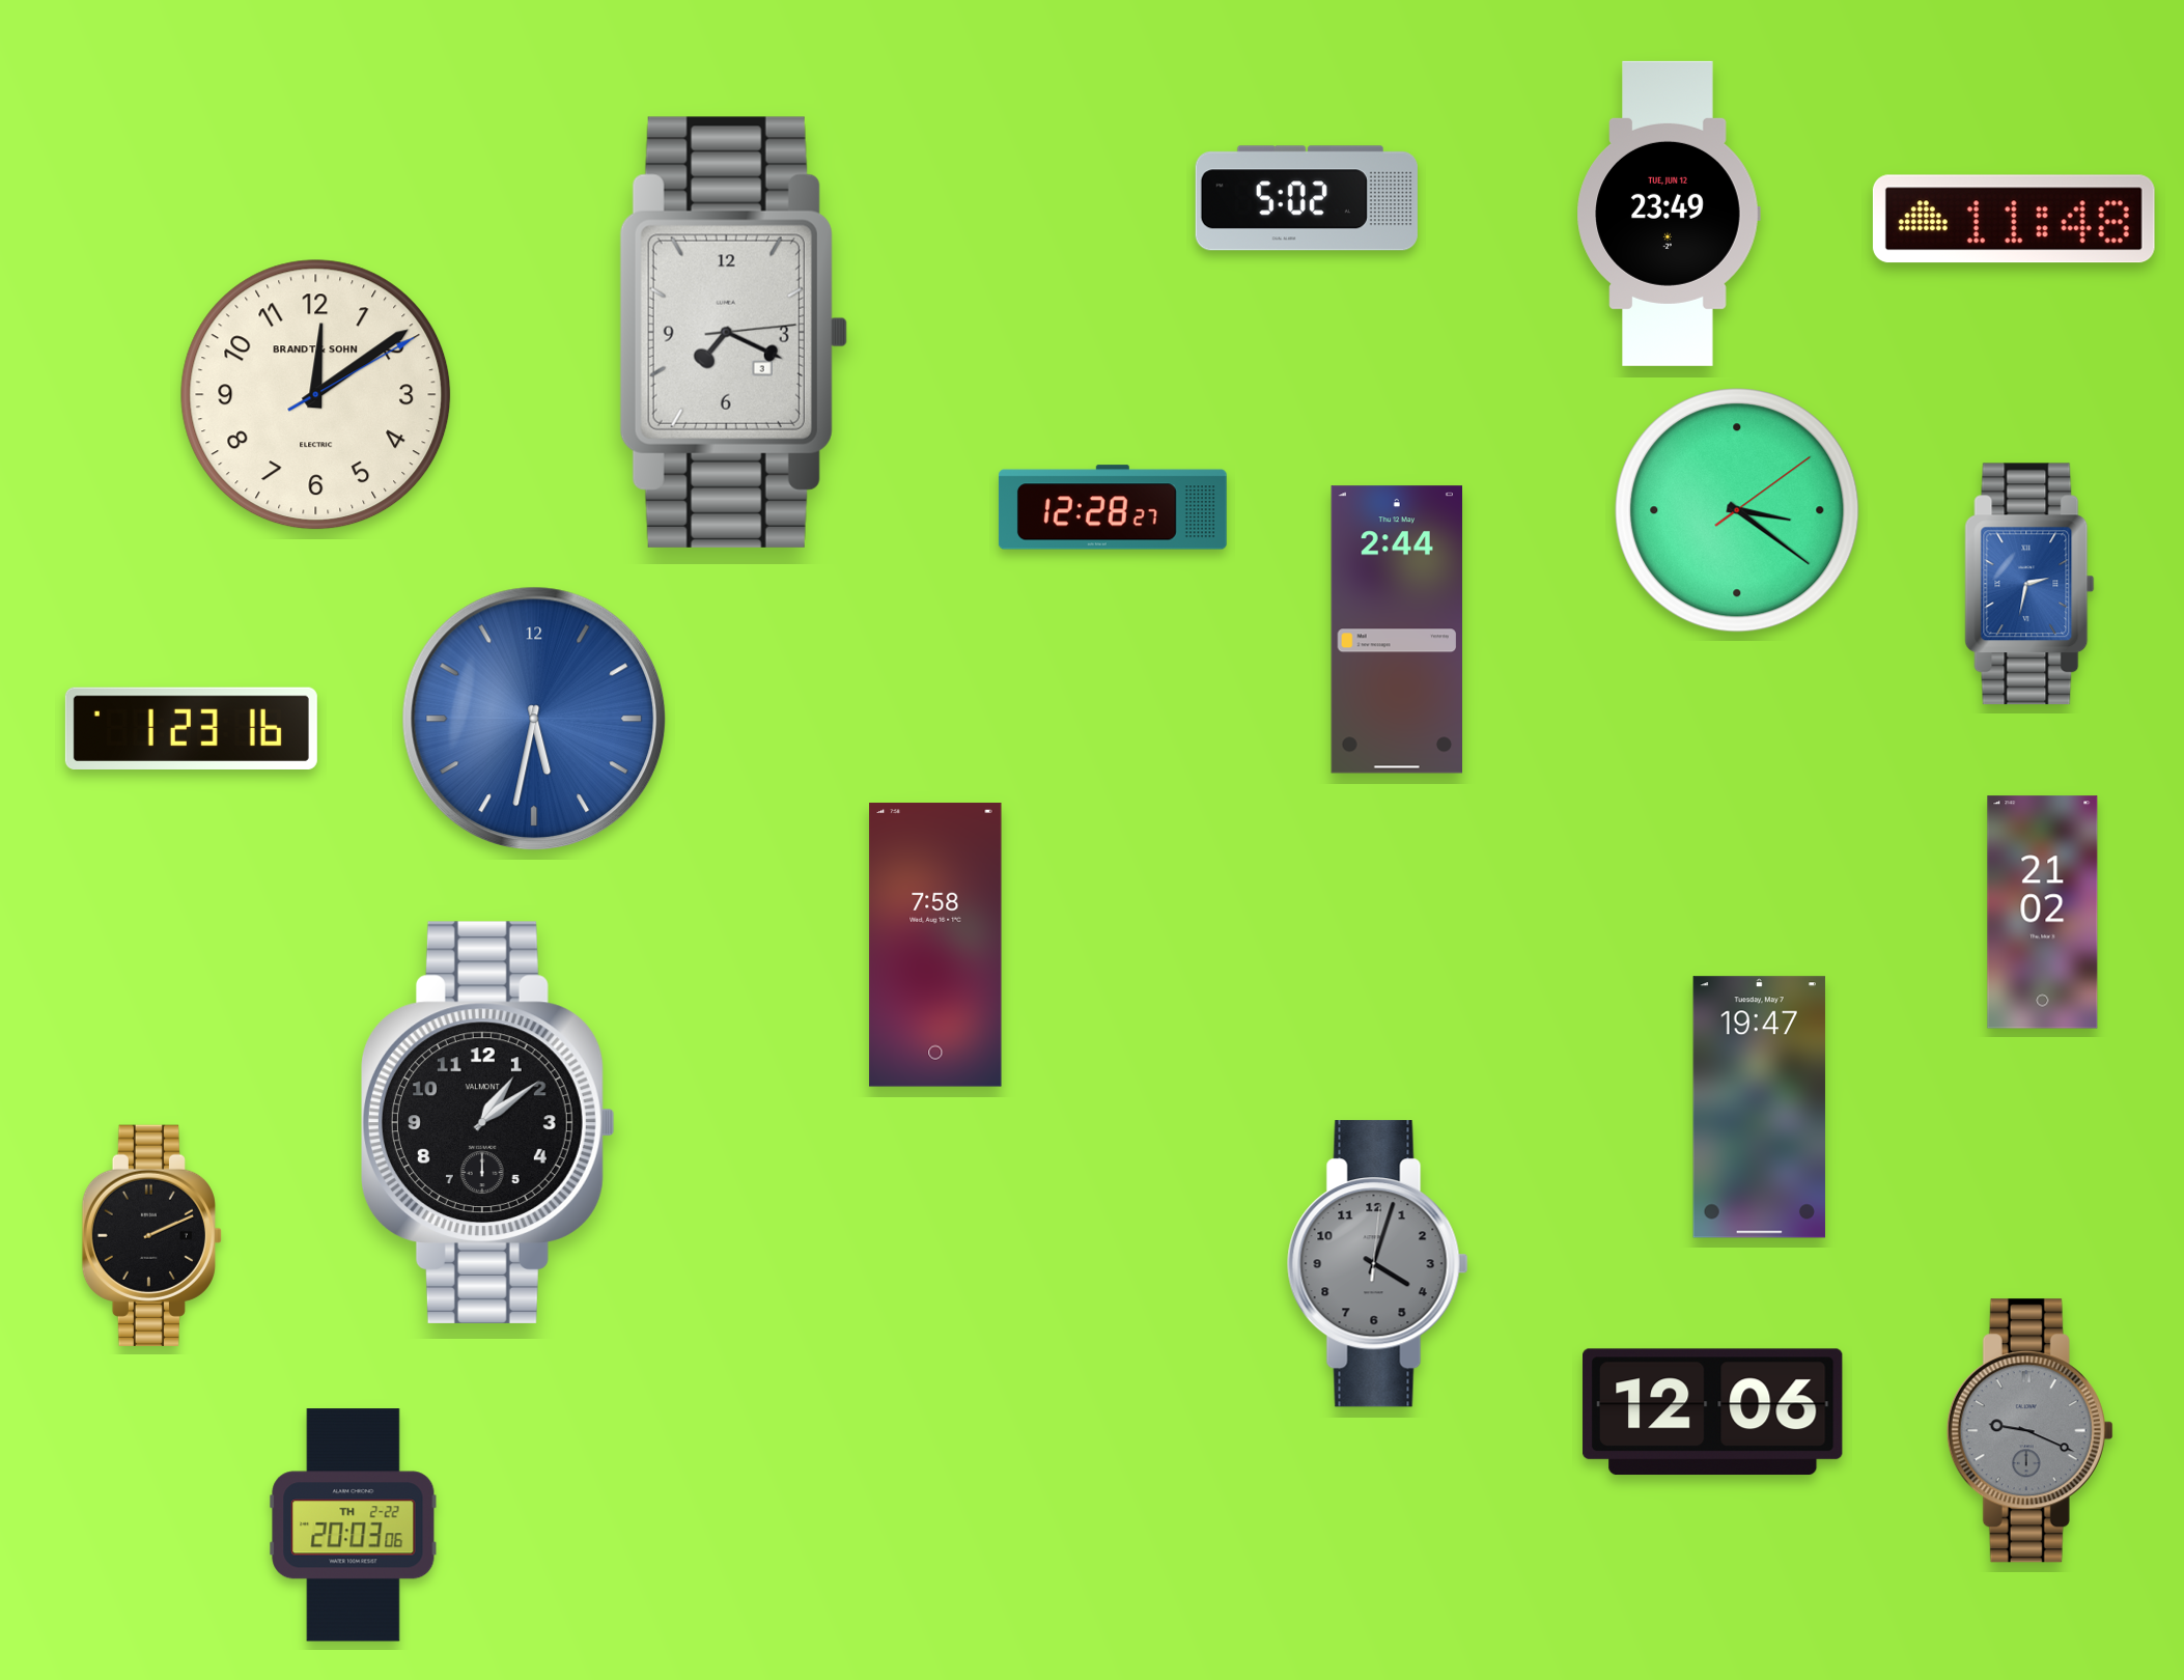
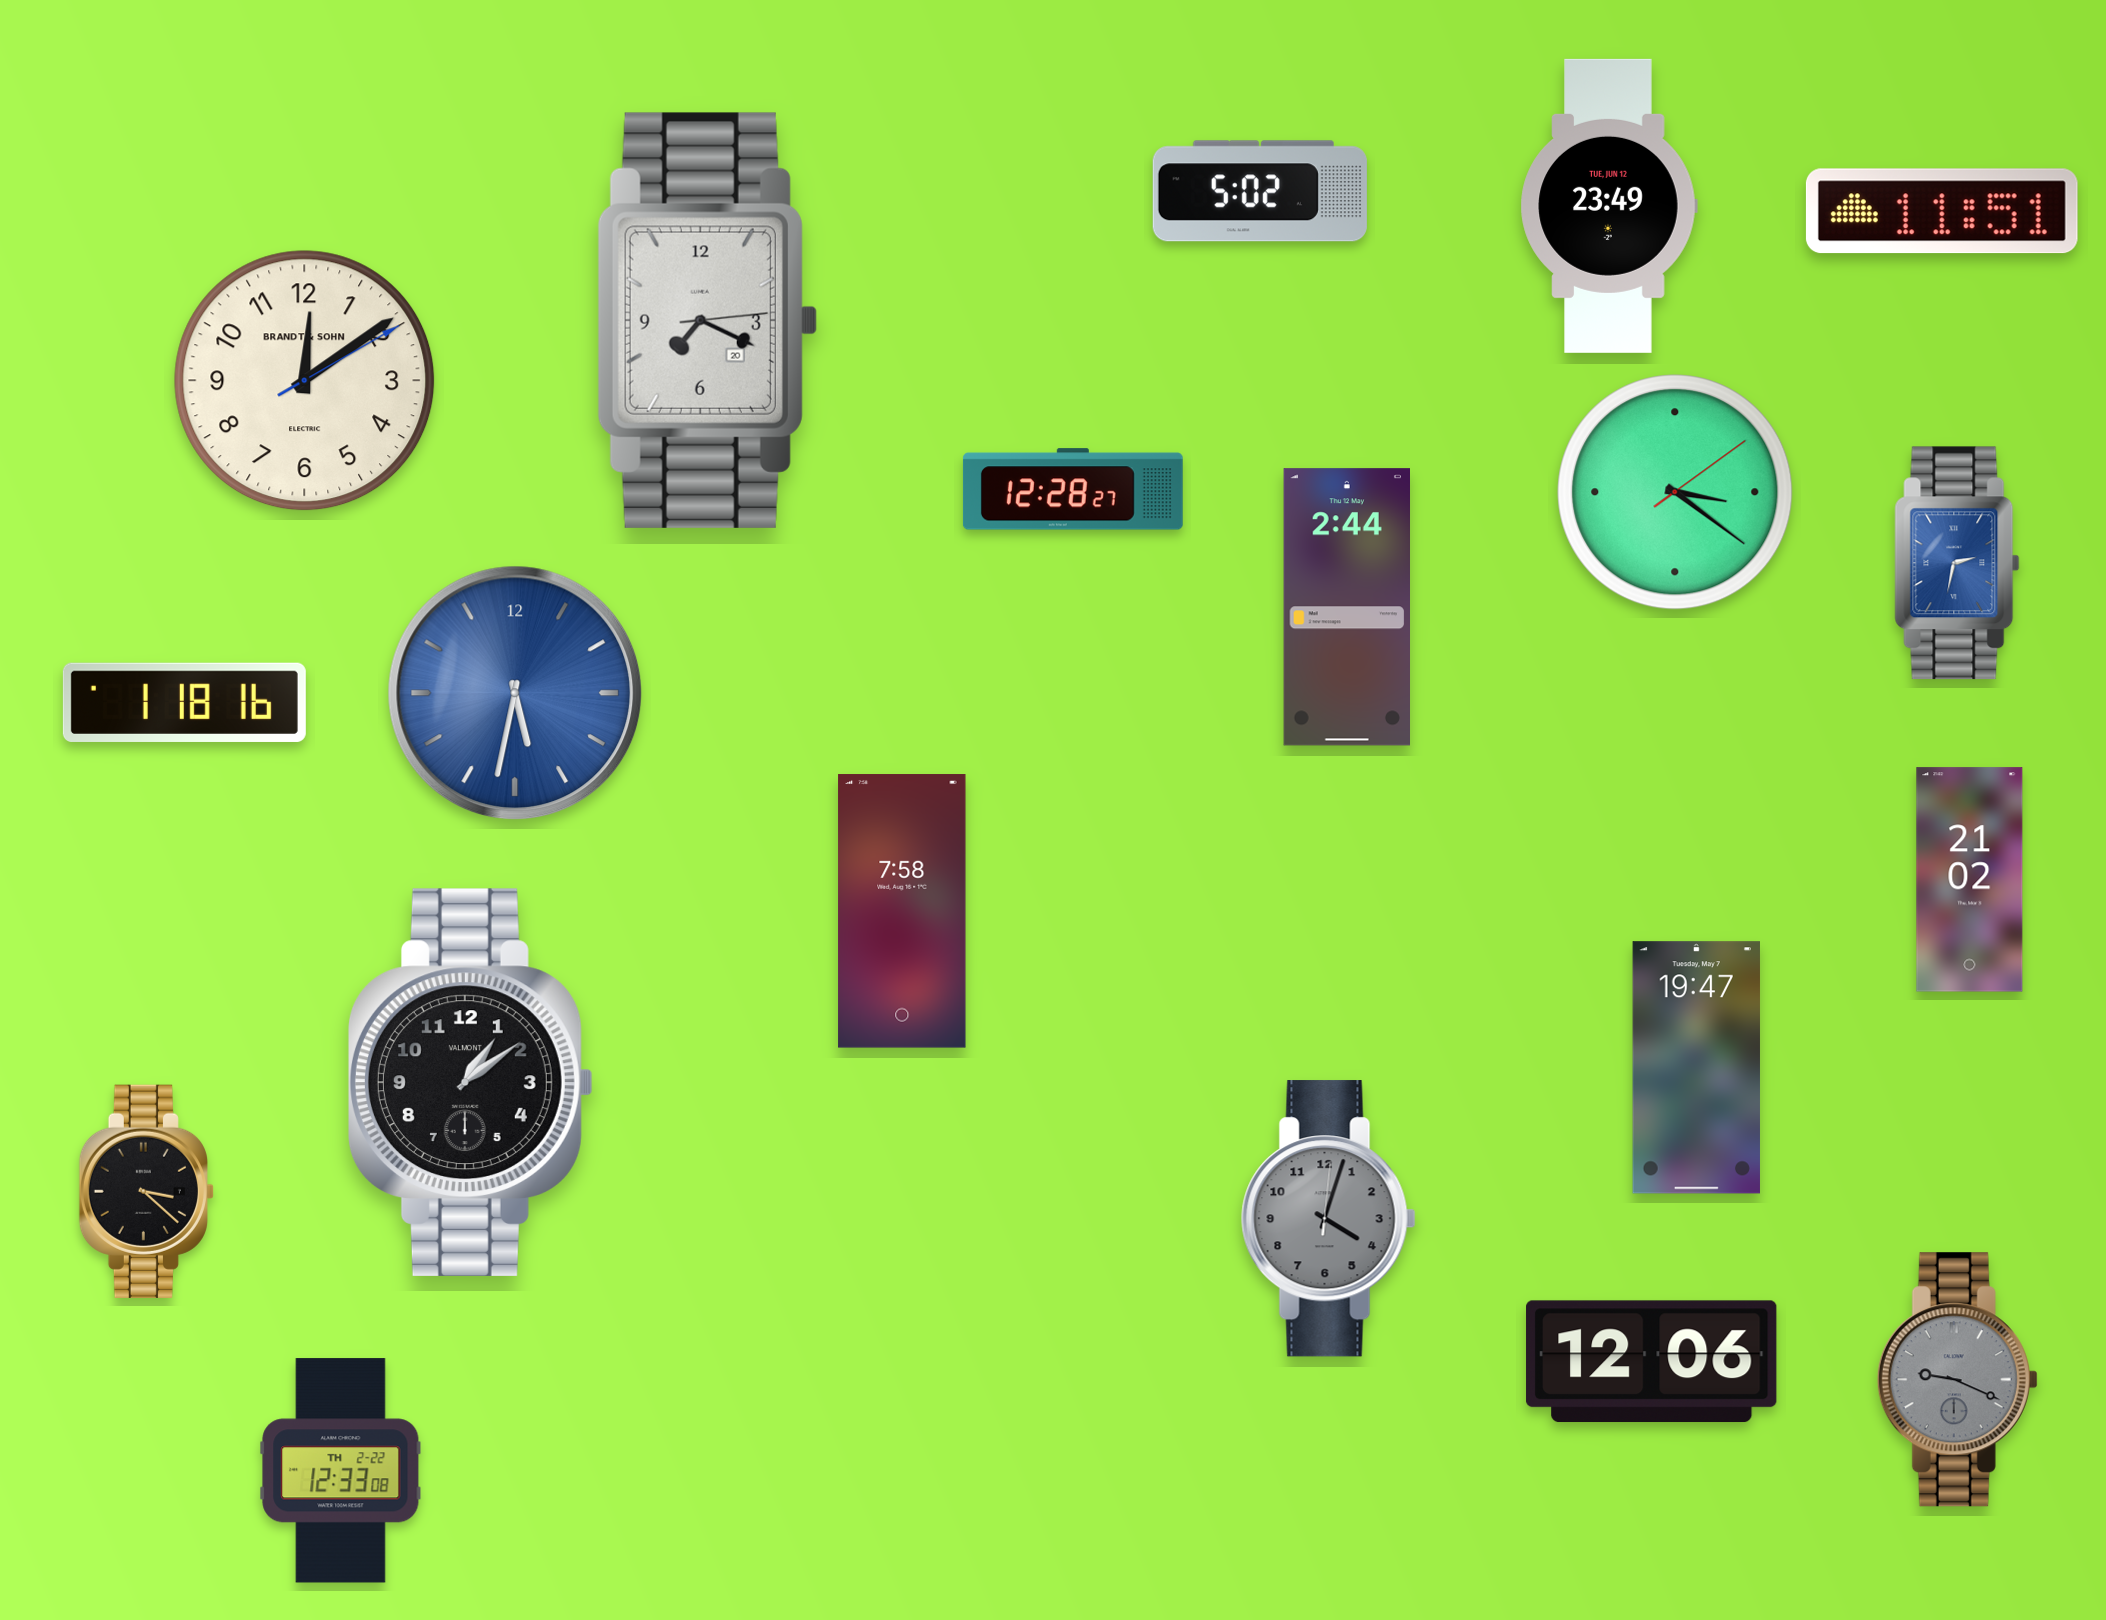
clock at (2014, 219): 11:48 -> 11:51
clock at (733, 332) date: 3 -> 20
clock at (191, 728): 1:23 -> 1:18
clock at (151, 1235): 2:11 -> 3:22
clock at (354, 1525): 20:03 -> 12:33
